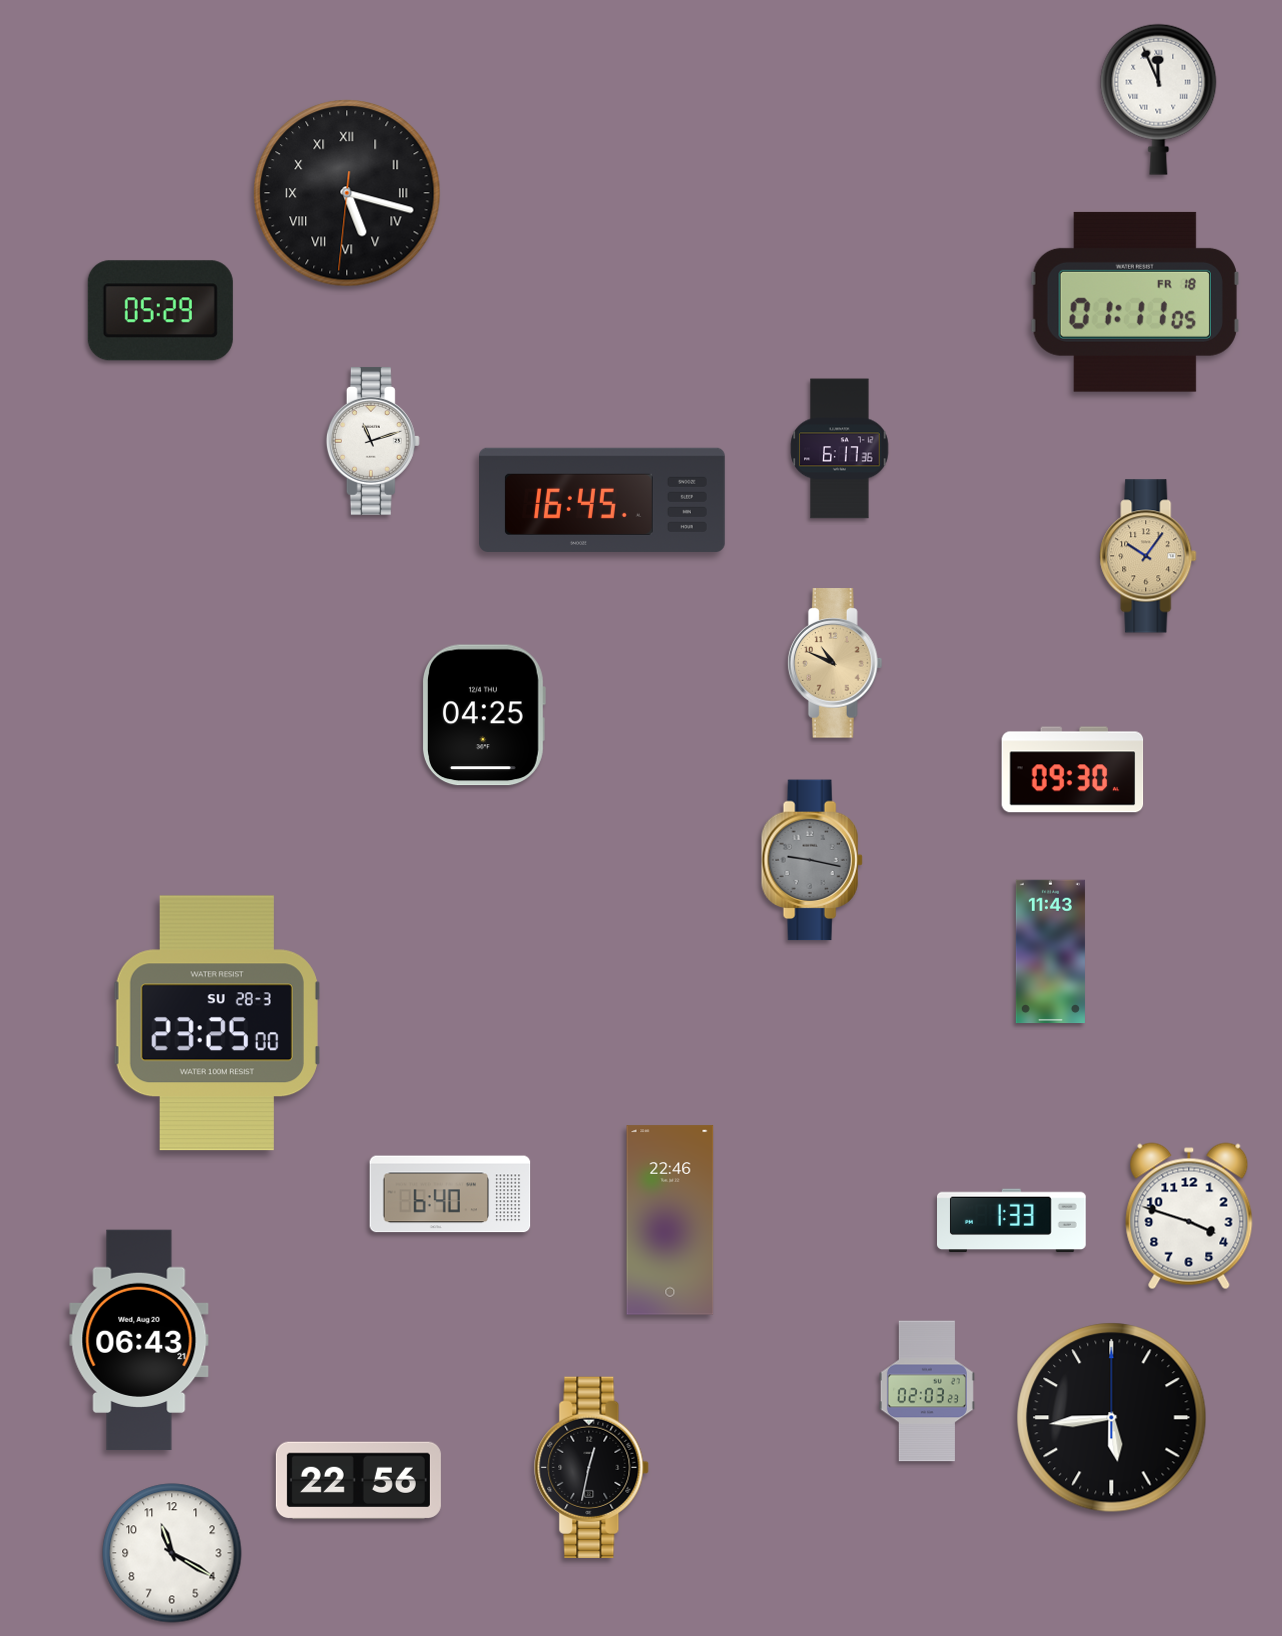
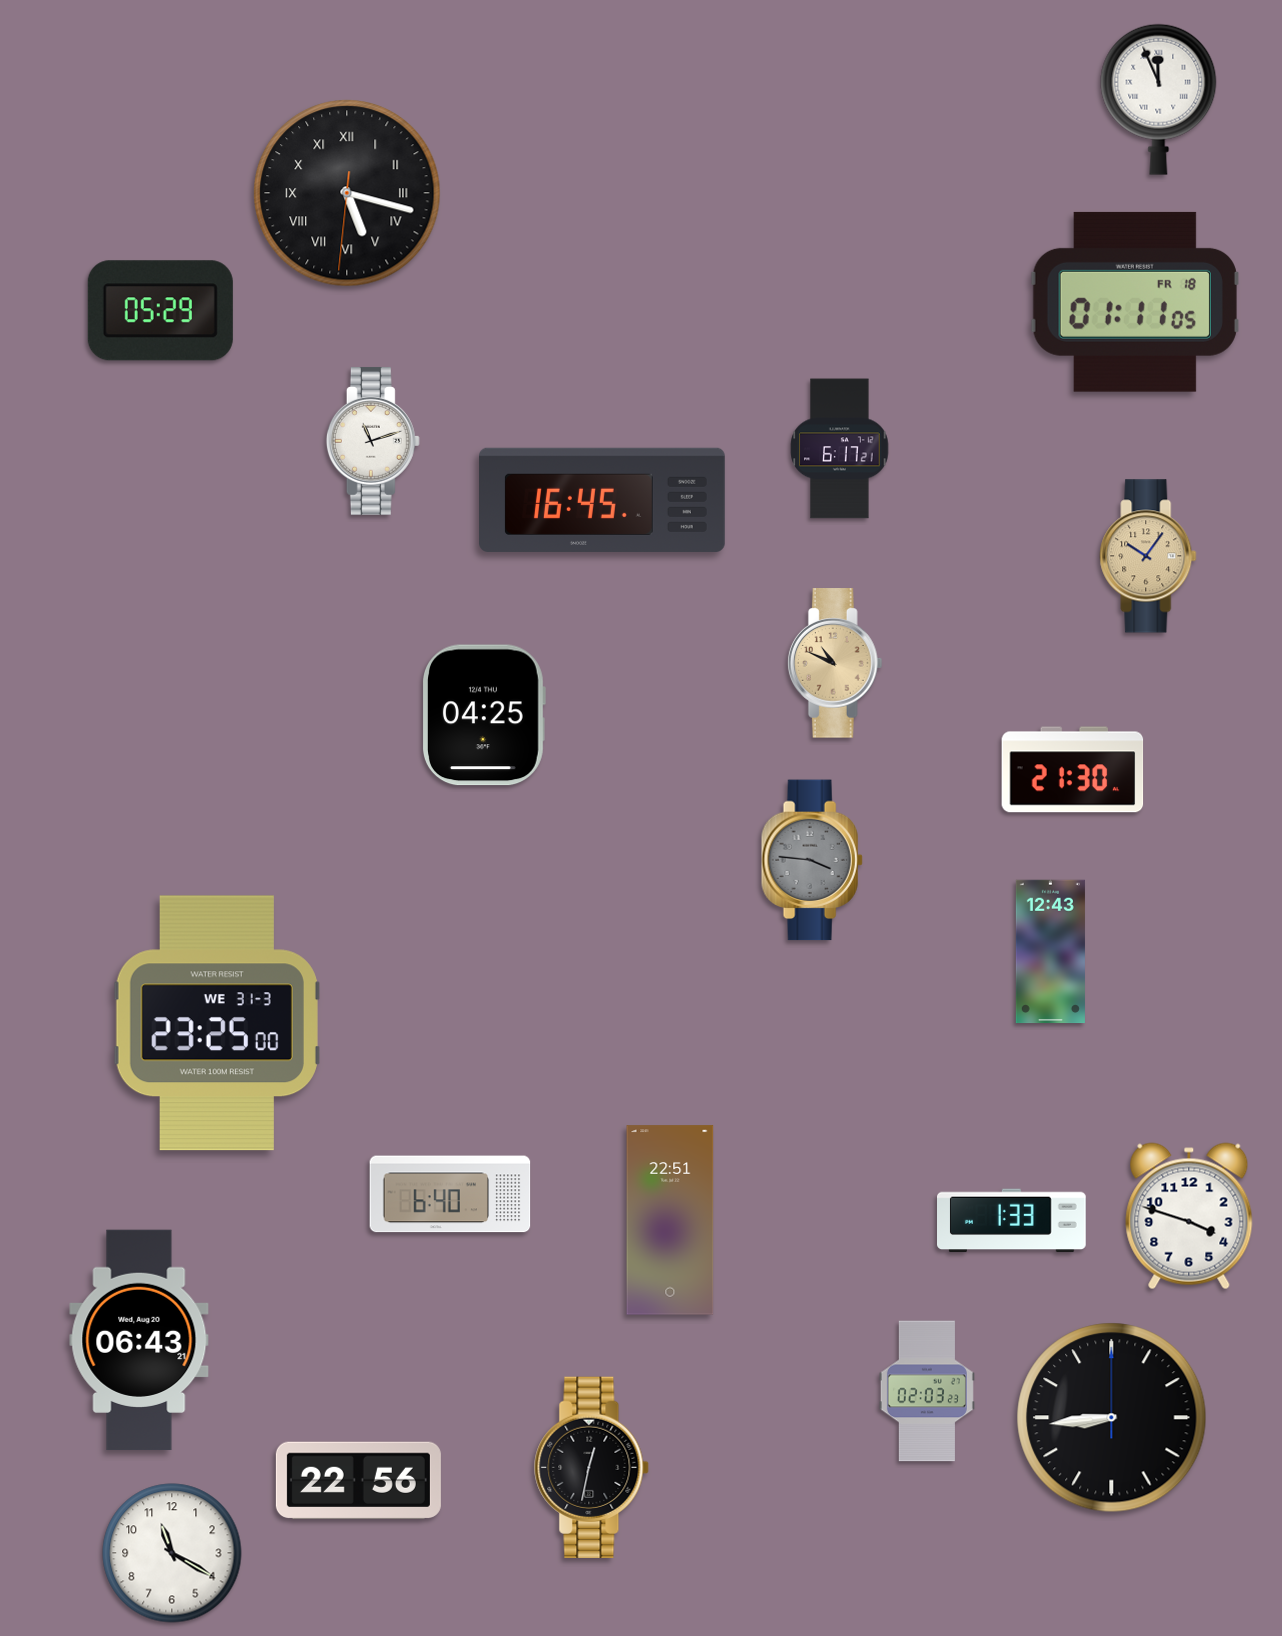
clock at (840, 449): 6:17:36 -> 6:17:21
clock at (1073, 770): 09:30 -> 21:30
clock at (812, 860): 9:17 -> 3:46
clock at (1050, 952): 11:43 -> 12:43
clock at (217, 1023) date: SU 28-3 -> WE 31-3
clock at (670, 1220): 22:46 -> 22:51
clock at (1112, 1418): 5:44 -> 8:44
